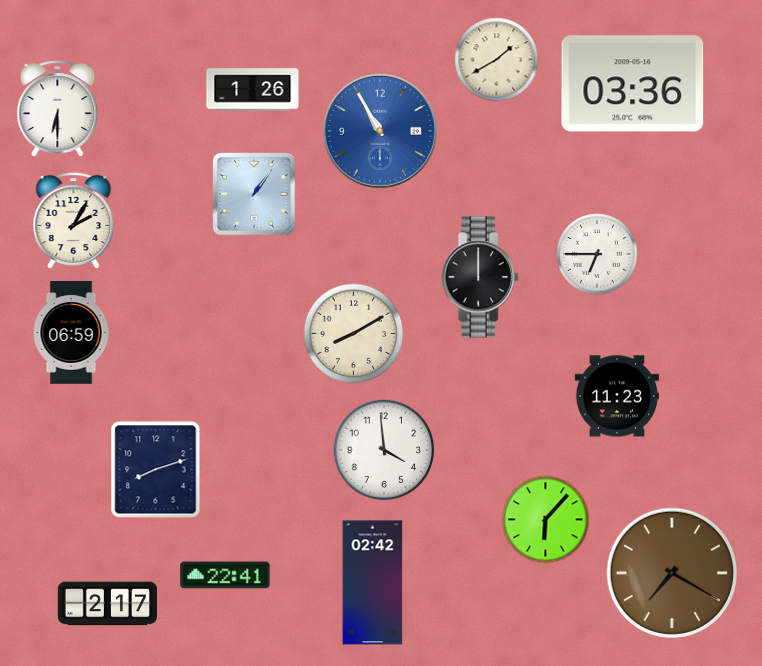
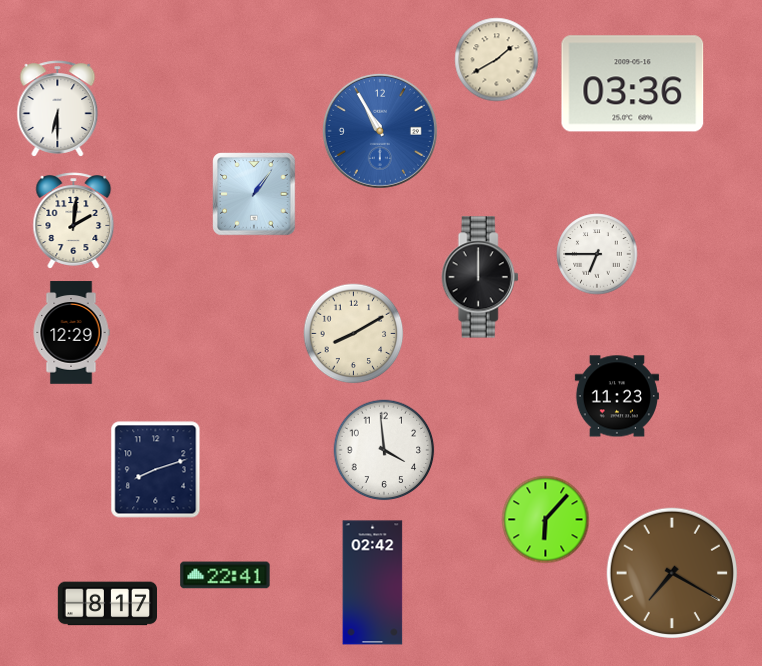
clock at (253, 90): 1:26 -> none
clock at (74, 221): 2:05 -> 2:01
clock at (71, 333): 06:59 -> 12:29
clock at (107, 604): 2:17 -> 8:17
